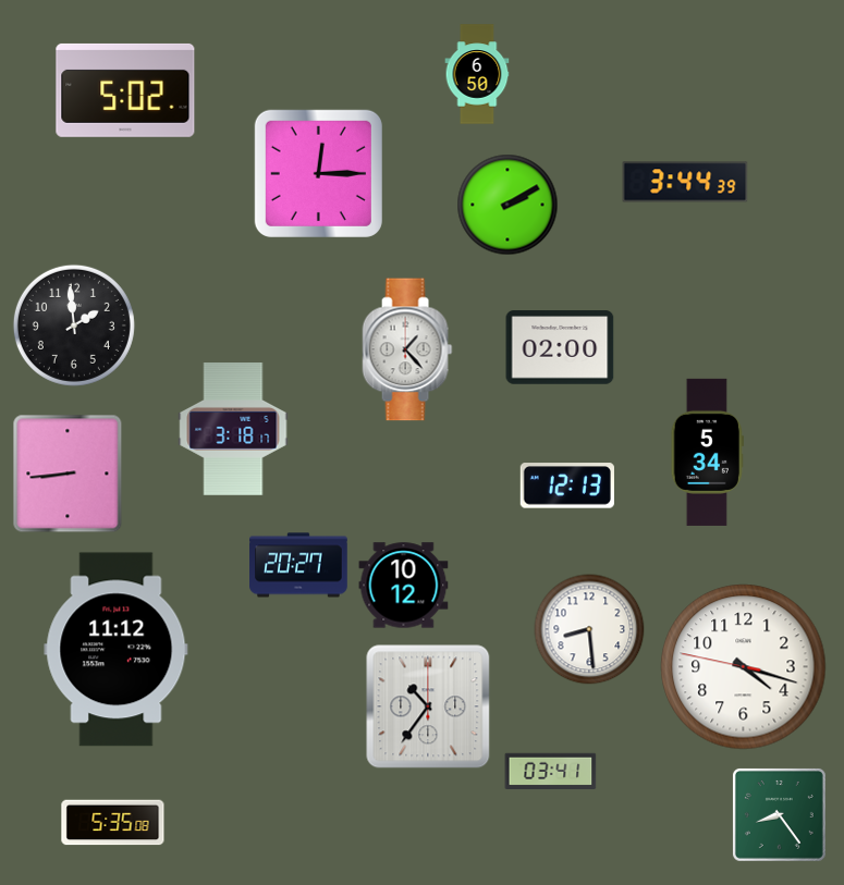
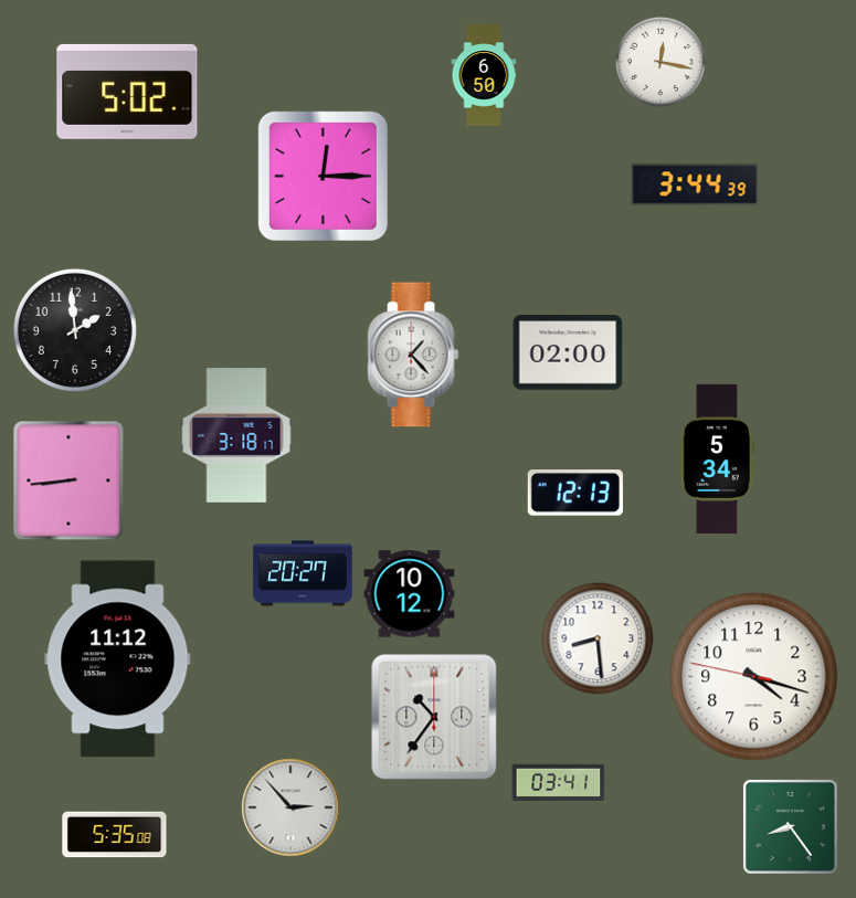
clock at (661, 62): none -> 12:17
clock at (507, 205): 2:10 -> none
clock at (290, 807): none -> 2:53
